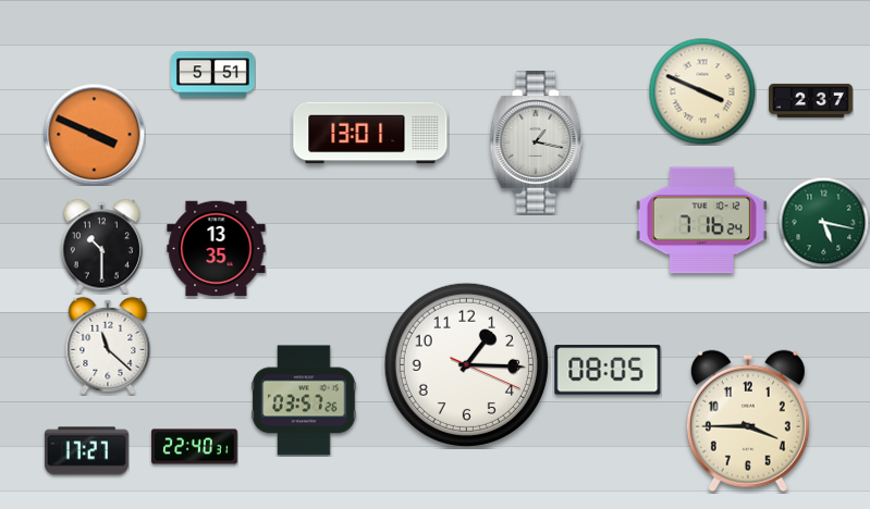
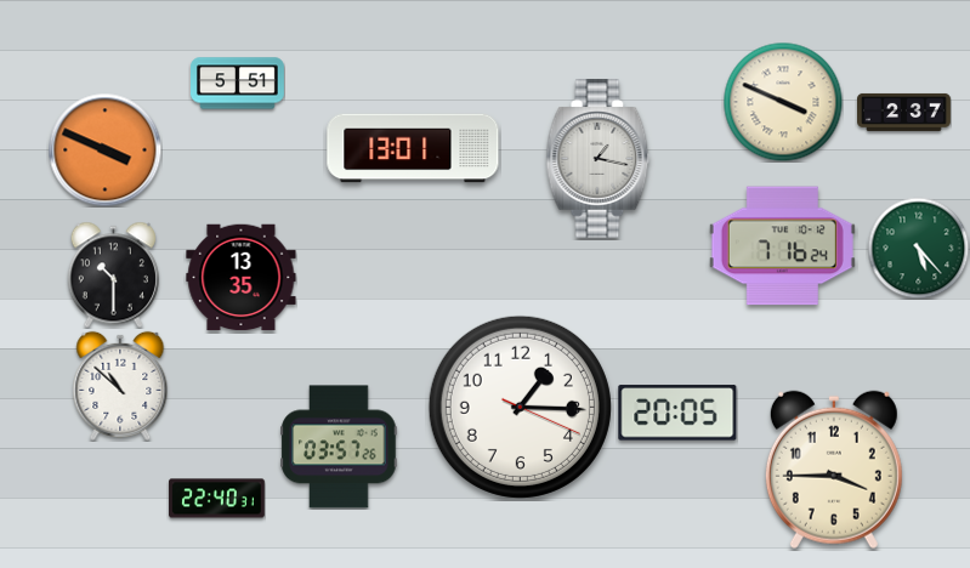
clock at (823, 222): 5:17 -> 5:23
clock at (108, 346): 11:22 -> 10:52
clock at (608, 370): 08:05 -> 20:05
clock at (86, 451): 17:27 -> none
